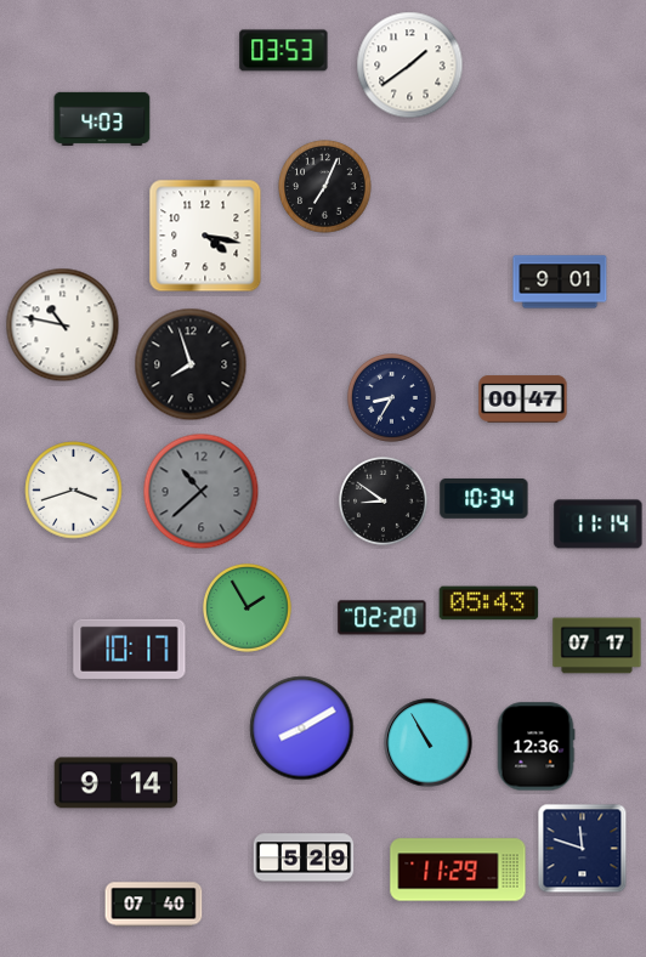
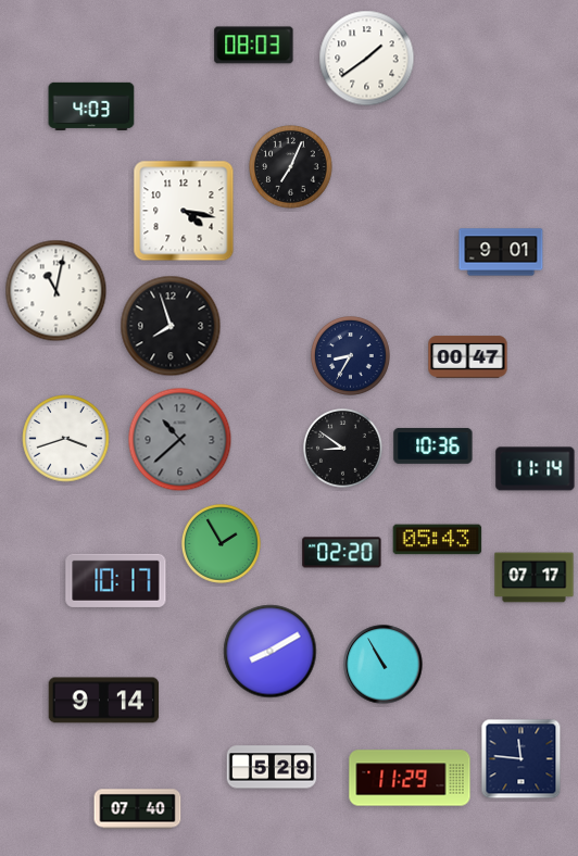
clock at (284, 51): 03:53 -> 08:03
clock at (63, 325): 10:47 -> 11:02
clock at (484, 498): 10:34 -> 10:36
clock at (535, 747): 12:36 -> none
clock at (583, 849): 11:48 -> 11:46
